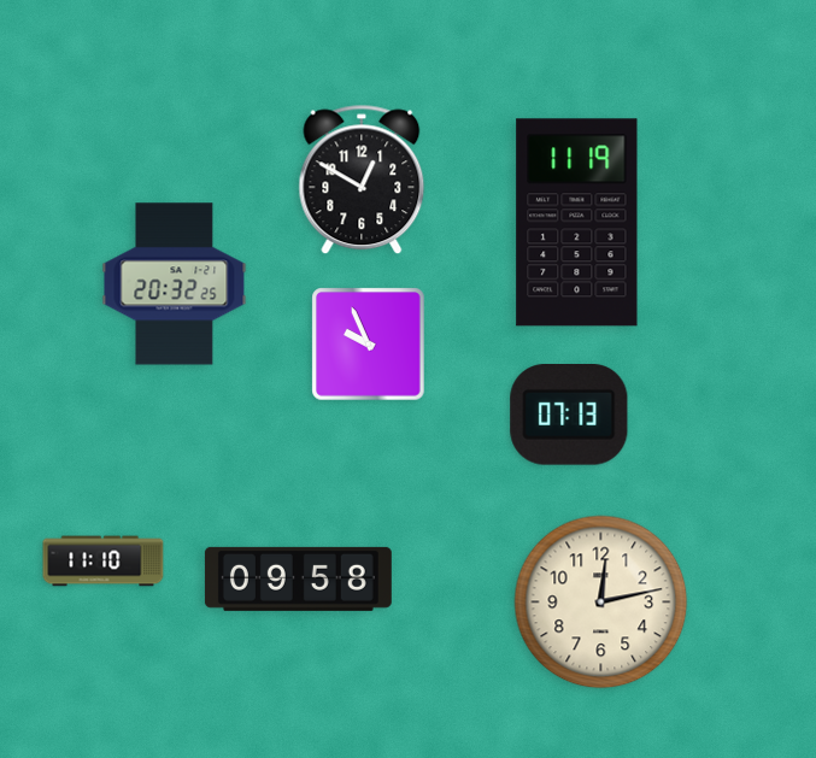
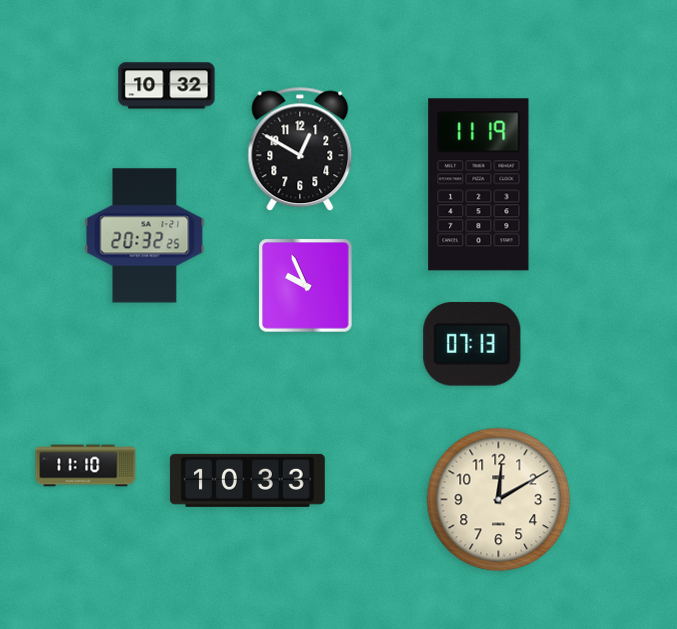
clock at (167, 86): none -> 10:32
clock at (298, 578): 09:58 -> 10:33
clock at (601, 603): 12:13 -> 12:10
